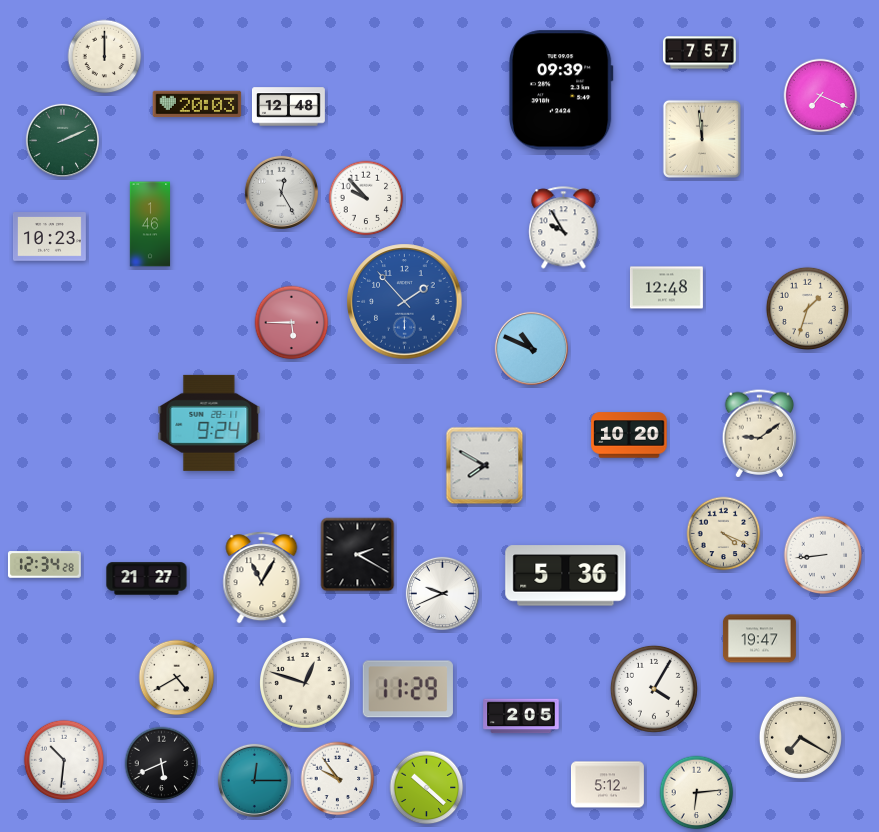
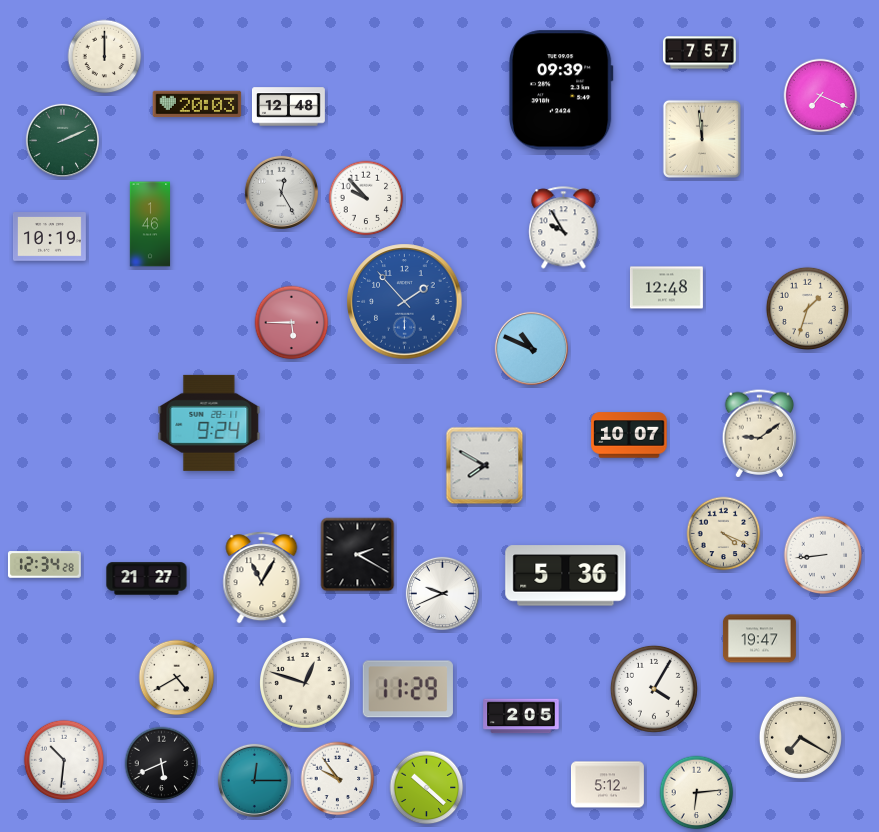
clock at (49, 237): 10:23 -> 10:19
clock at (629, 435): 10:20 -> 10:07
